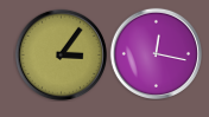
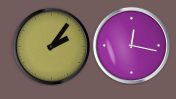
clock at (61, 54): 3:06 -> 2:06
